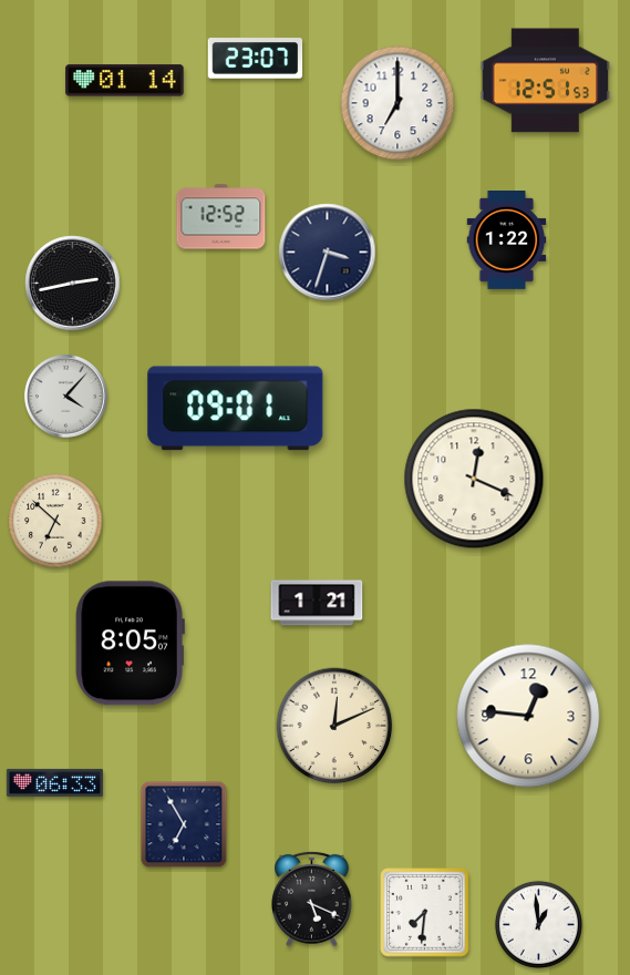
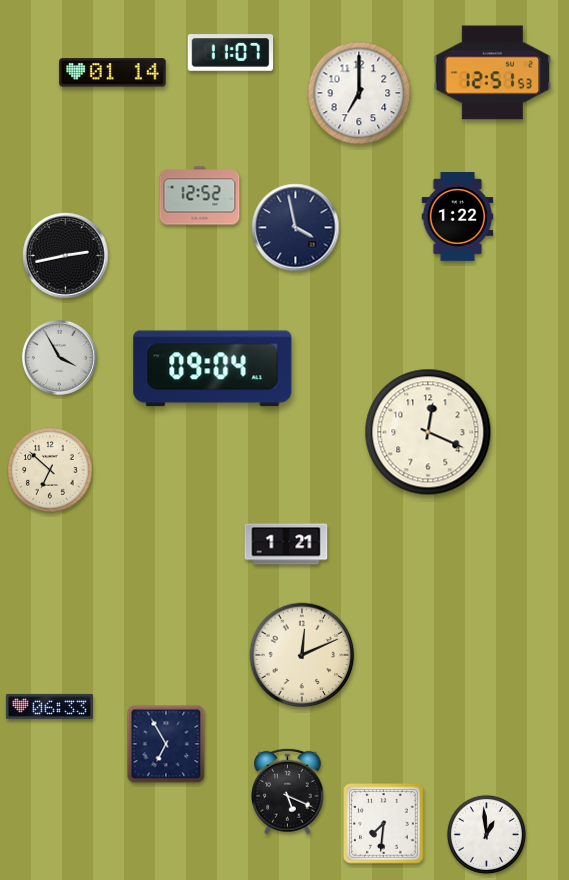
clock at (256, 59): 23:07 -> 11:07
clock at (328, 253): 3:33 -> 3:58
clock at (65, 396): 4:07 -> 3:55
clock at (236, 409): 09:01 -> 09:04
clock at (130, 644): 8:05 -> none
clock at (528, 716): 12:46 -> none
clock at (312, 899) position: (312, 899) -> (288, 791)
